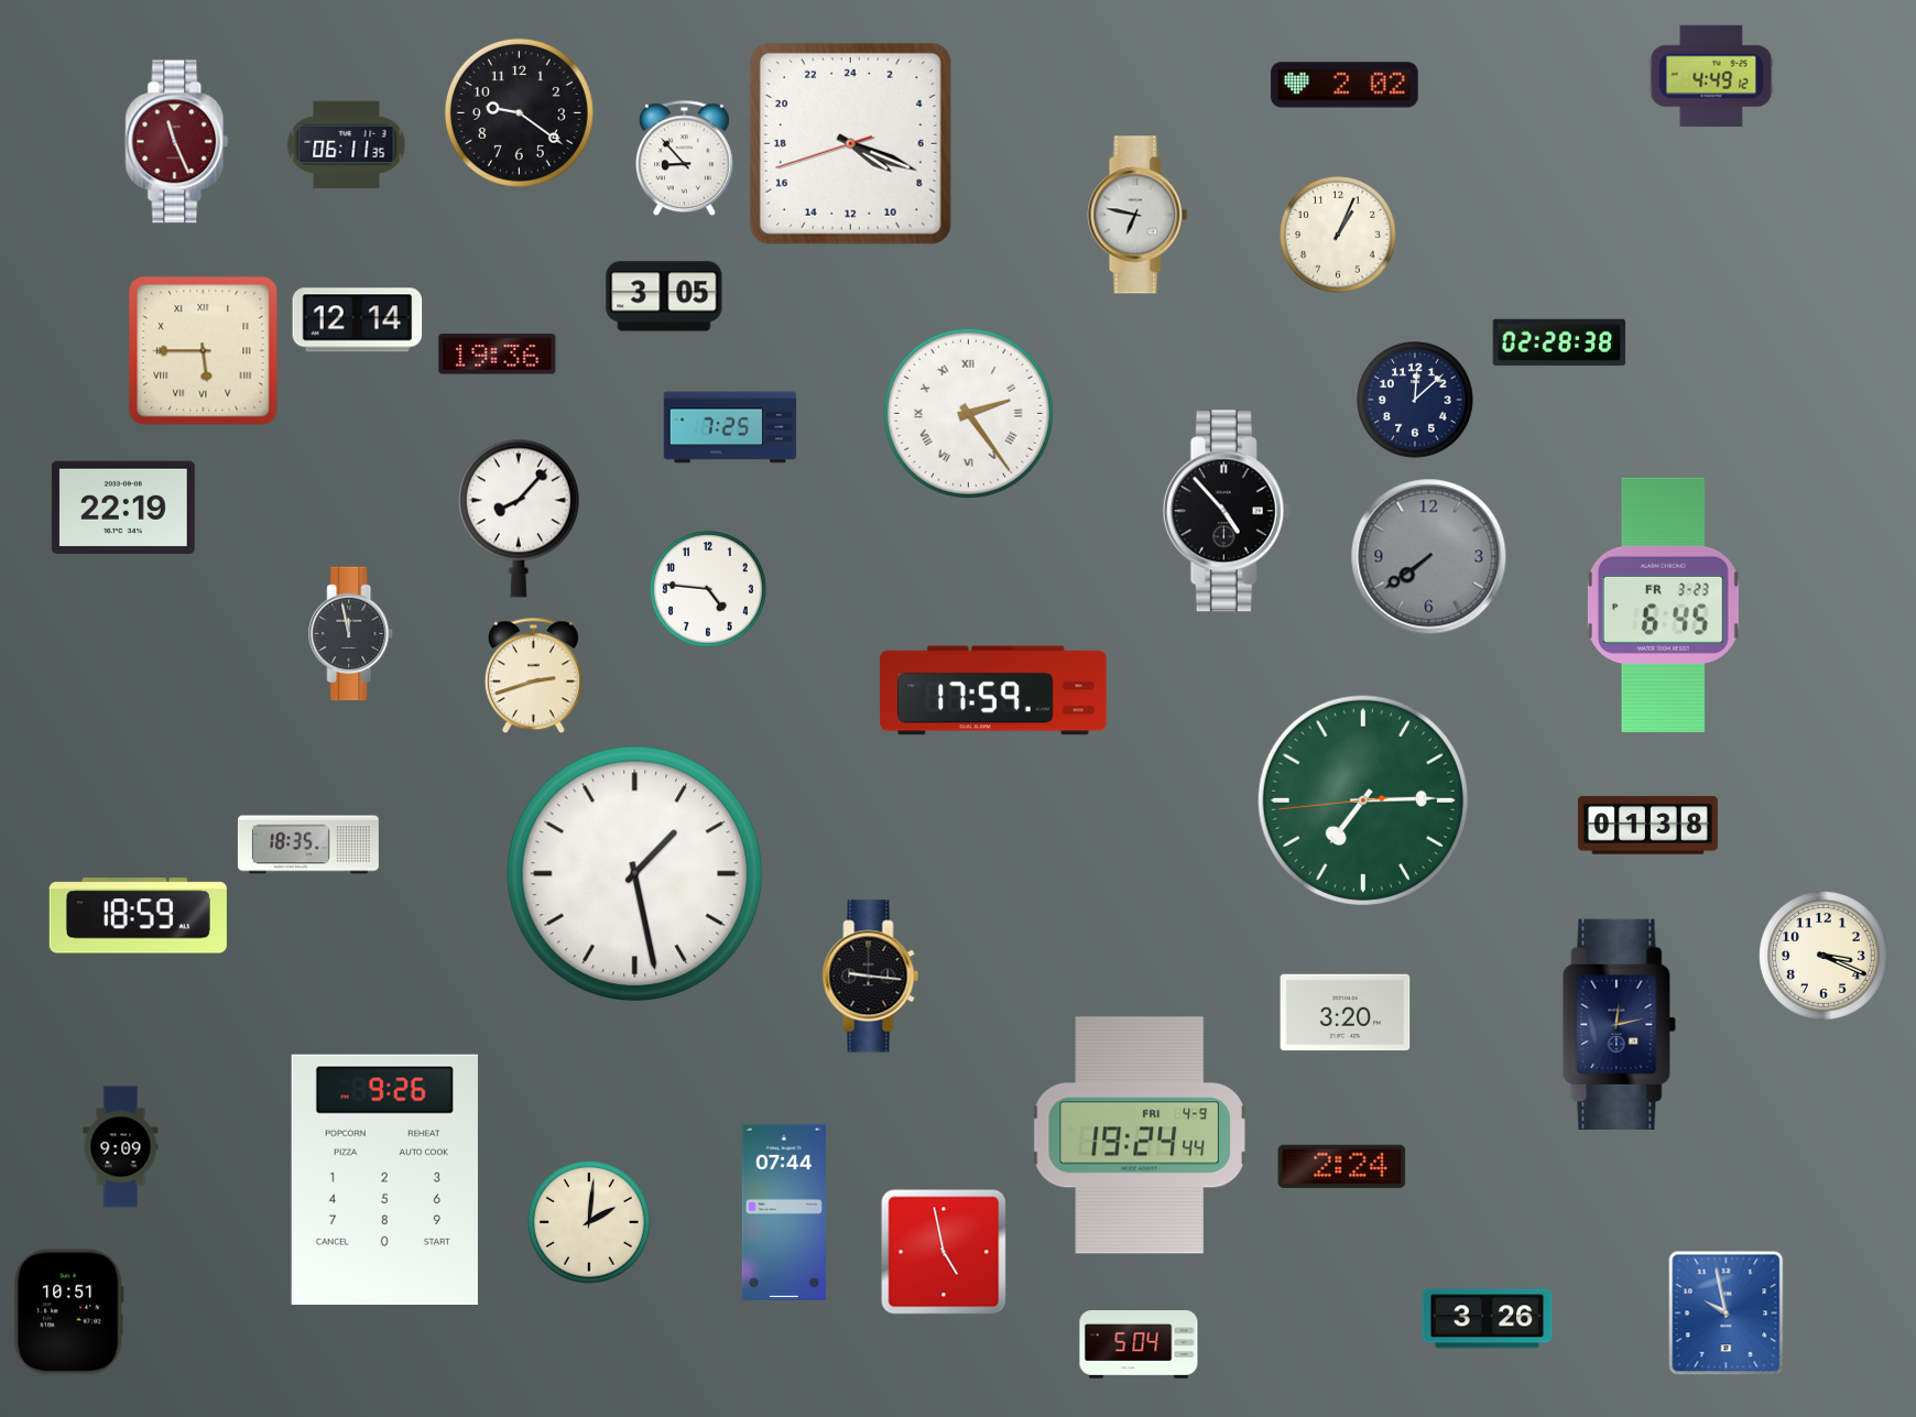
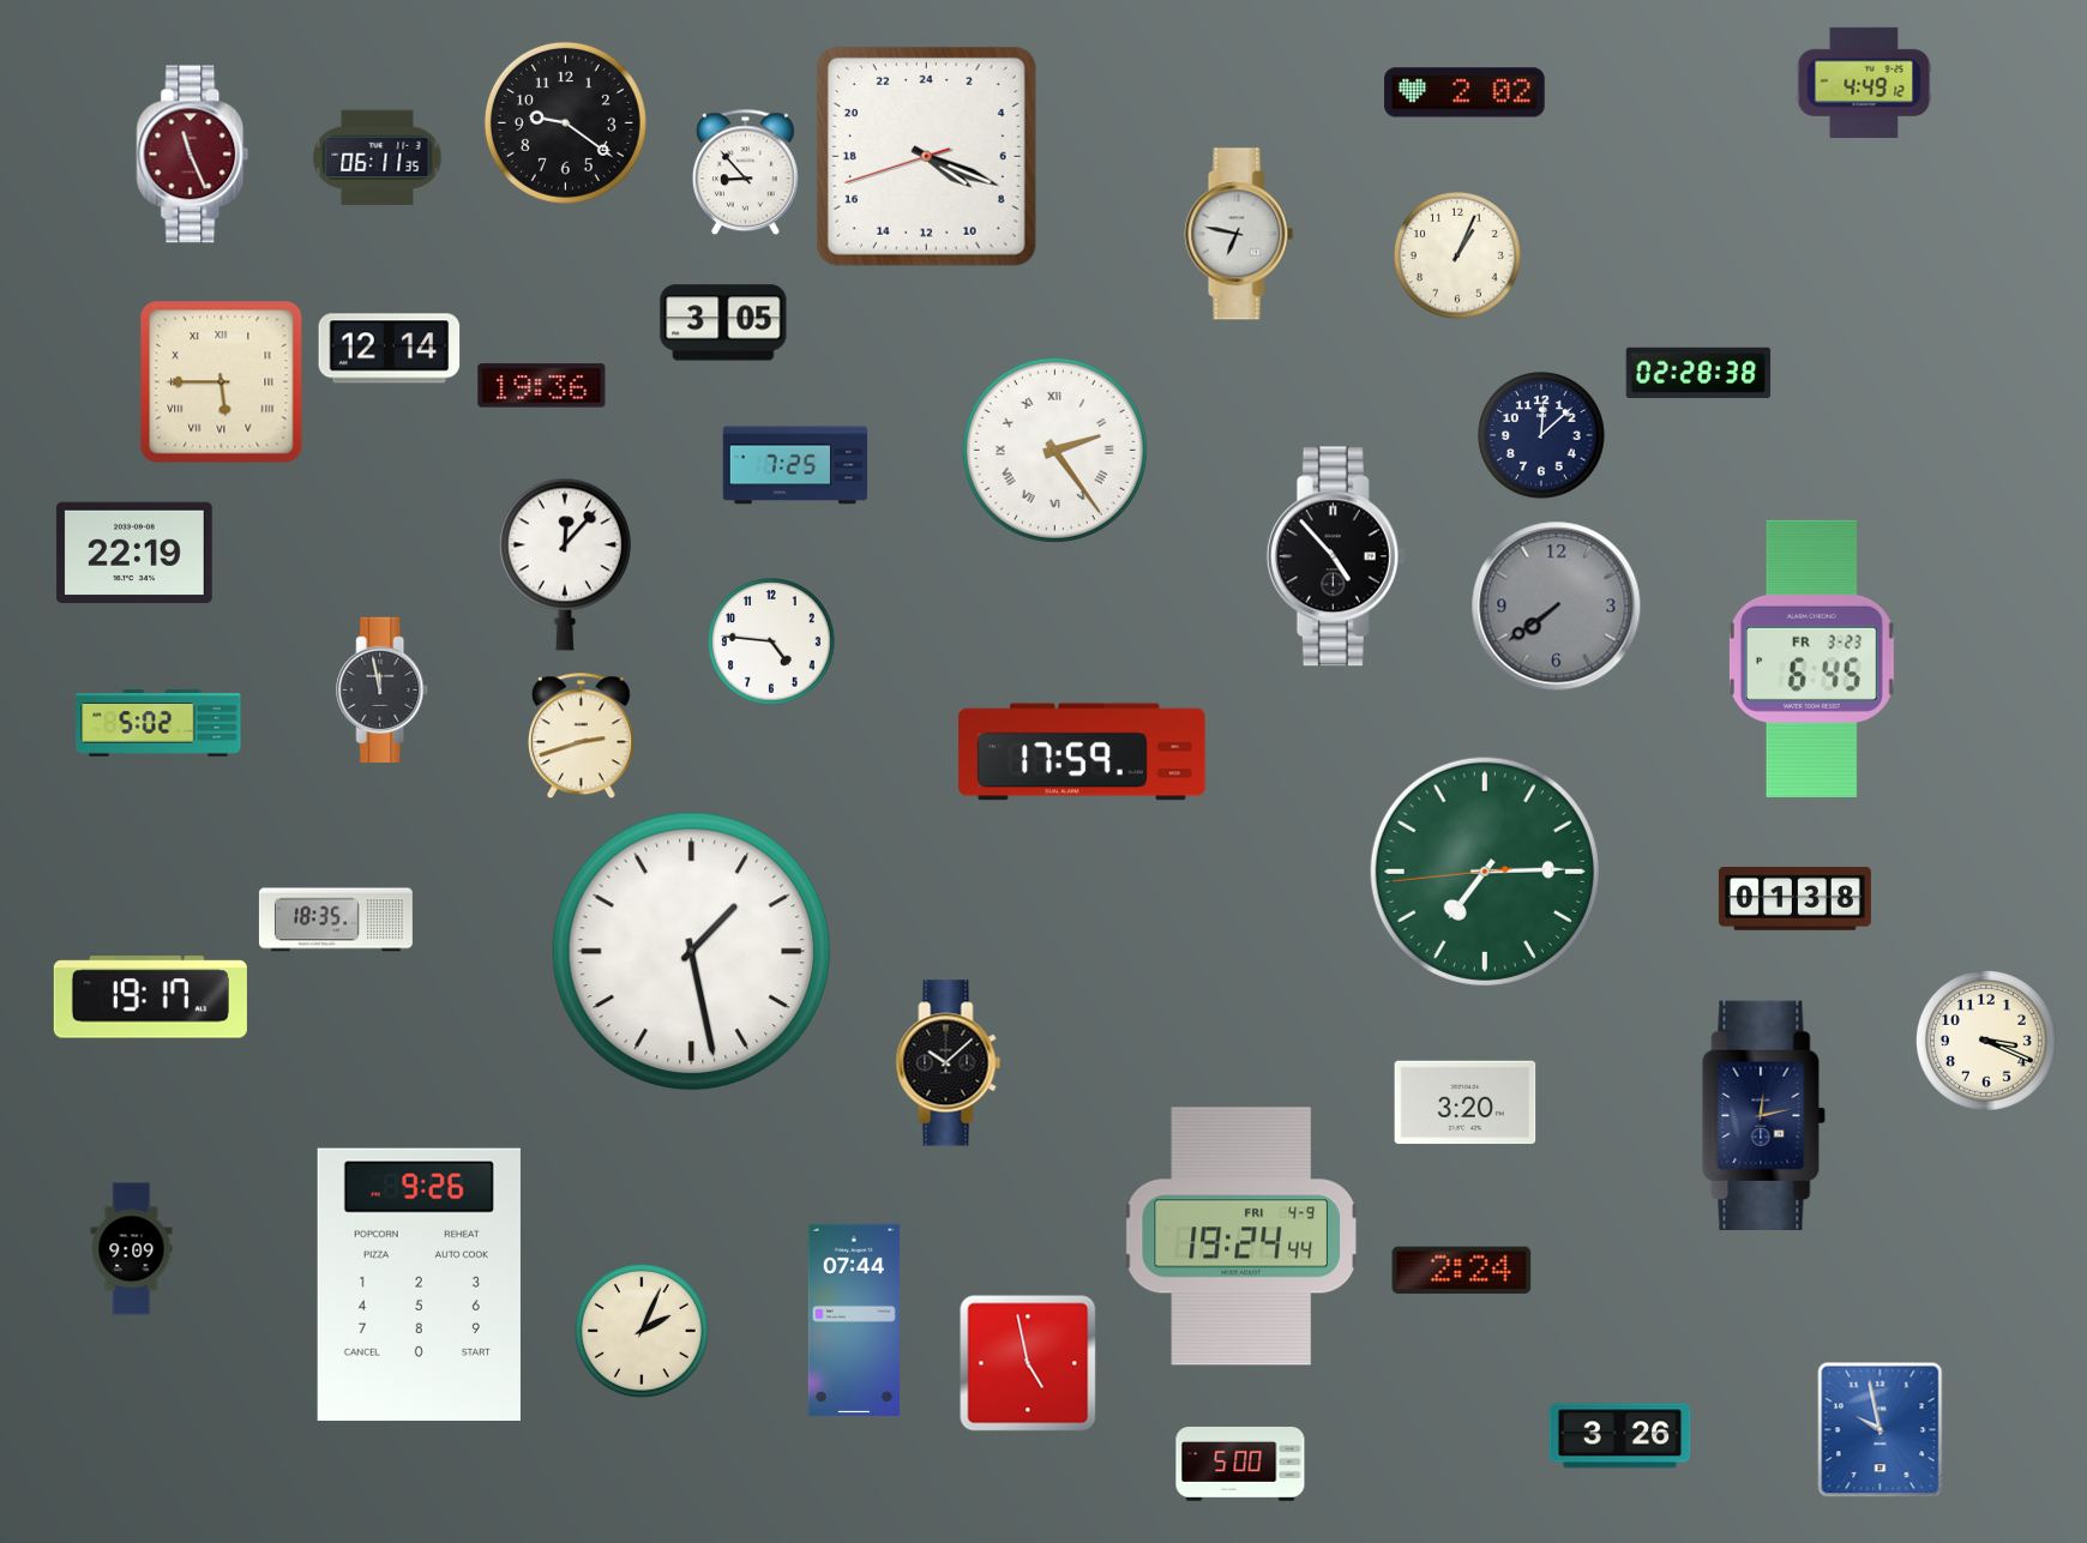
clock at (519, 519): 8:07 -> 12:07
clock at (158, 723): none -> 5:02
clock at (138, 916): 18:59 -> 19:17
clock at (871, 977): 9:16 -> 10:08
clock at (590, 1223): 2:01 -> 2:04
clock at (68, 1312): 10:51 -> none
clock at (1139, 1345): 5:04 -> 5:00
